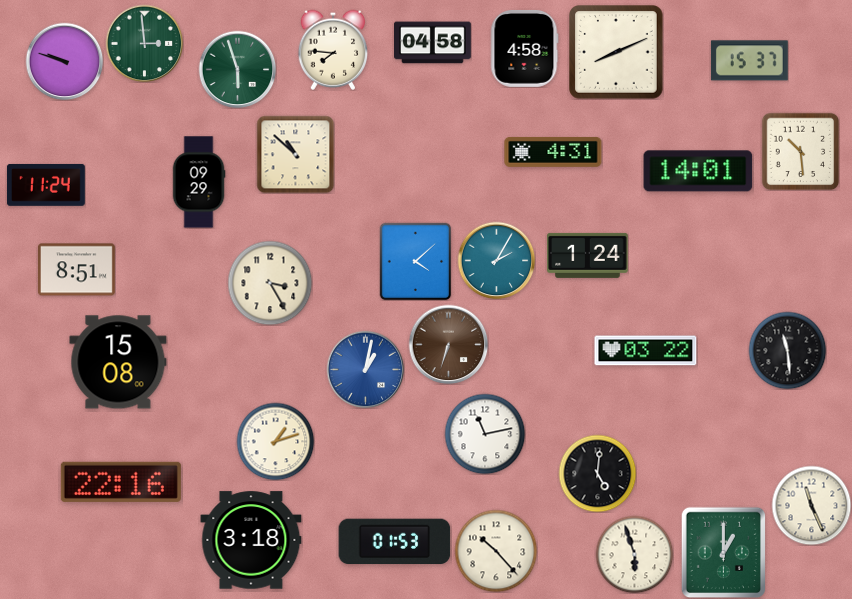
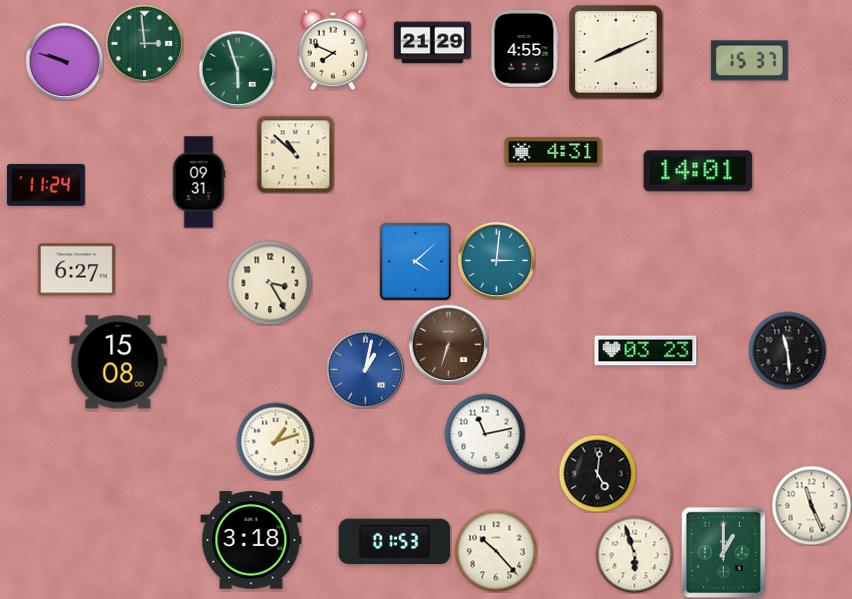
clock at (433, 43): 04:58 -> 21:29
clock at (524, 48): 4:58 -> 4:55
clock at (333, 50): 7:46 -> 7:49
clock at (800, 151): 10:29 -> none
clock at (199, 182): 09:29 -> 09:31
clock at (588, 255): 1:24 -> none
clock at (496, 260): 2:05 -> 3:01
clock at (76, 270): 8:51 -> 6:27
clock at (646, 351): 03:22 -> 03:23
clock at (121, 482): 22:16 -> none
